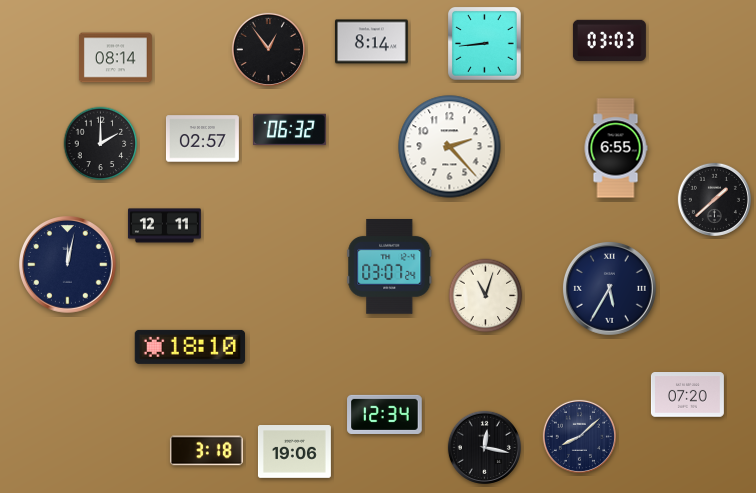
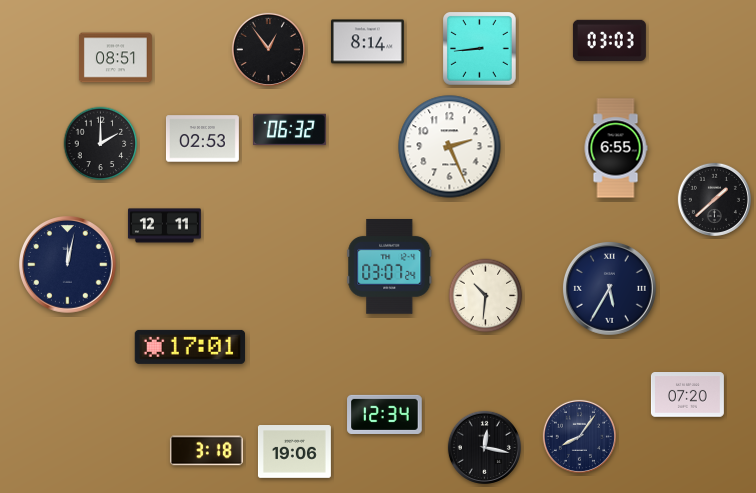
clock at (371, 42) position: (371, 42) -> (367, 42)
clock at (485, 44) position: (485, 44) -> (480, 49)
clock at (115, 58): 08:14 -> 08:51
clock at (202, 139): 02:57 -> 02:53
clock at (450, 147): 2:23 -> 2:26
clock at (486, 296): 11:03 -> 10:31
clock at (190, 347): 18:10 -> 17:01
clock at (579, 436): 8:08 -> 8:06
